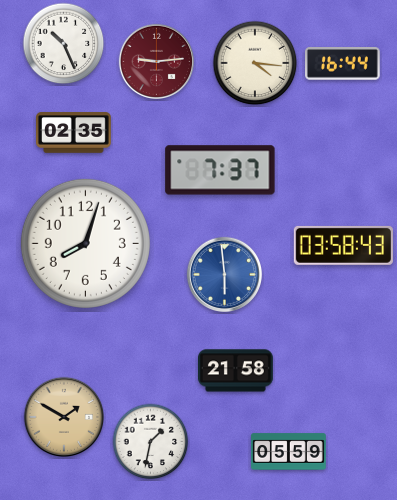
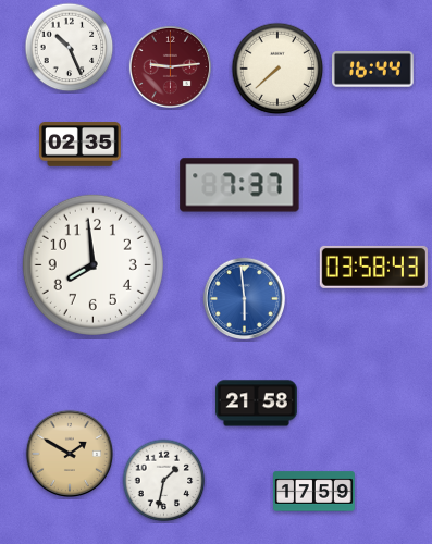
clock at (255, 63): 4:16 -> 7:38
clock at (85, 243): 8:03 -> 7:59
clock at (289, 452): 05:59 -> 17:59
